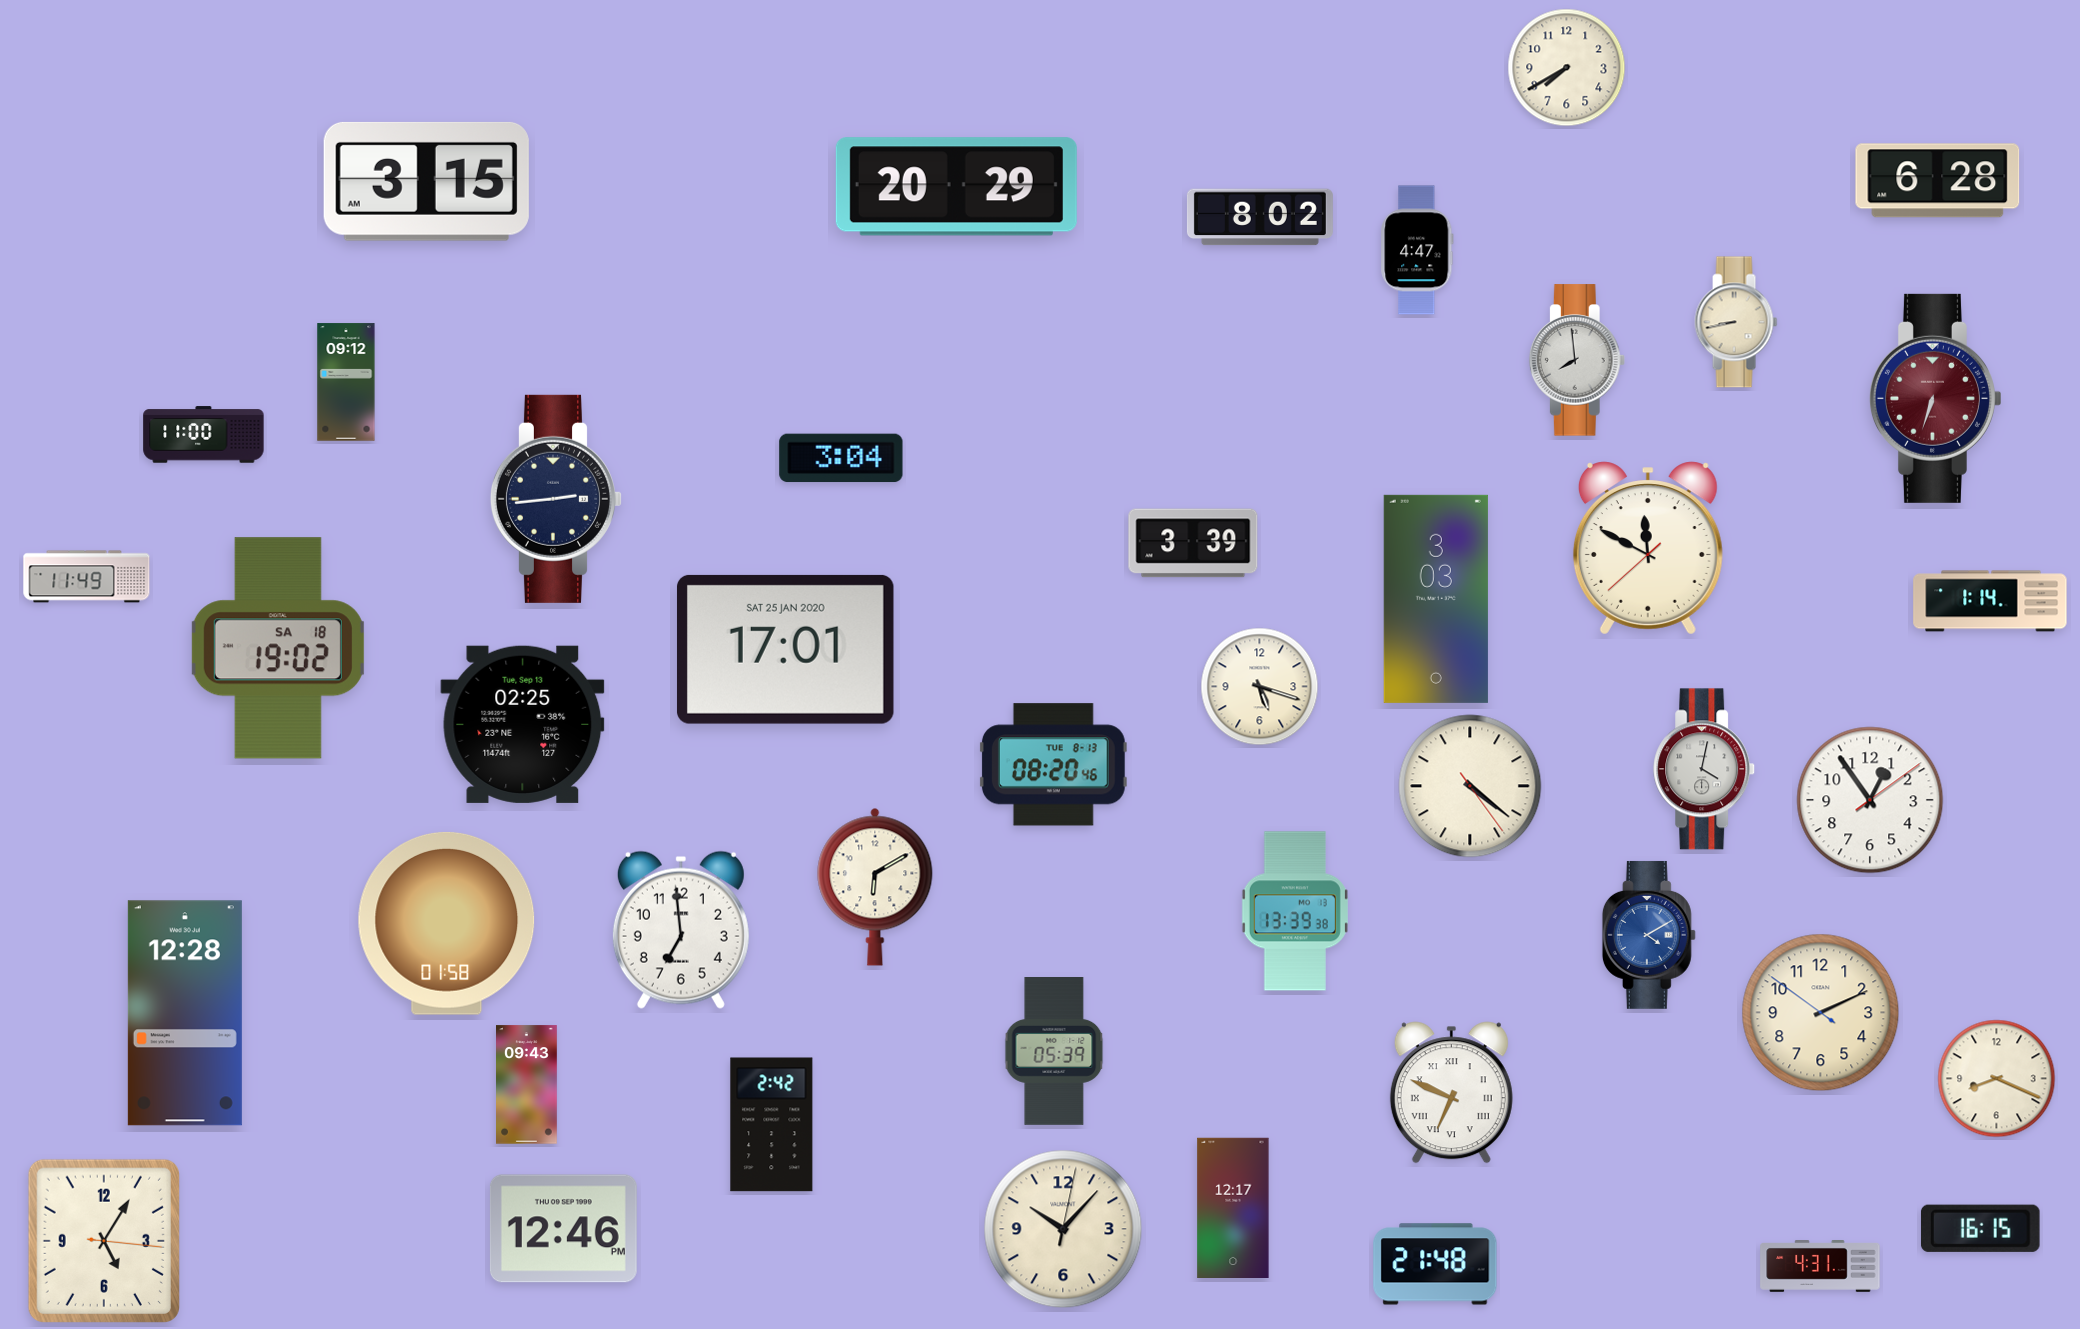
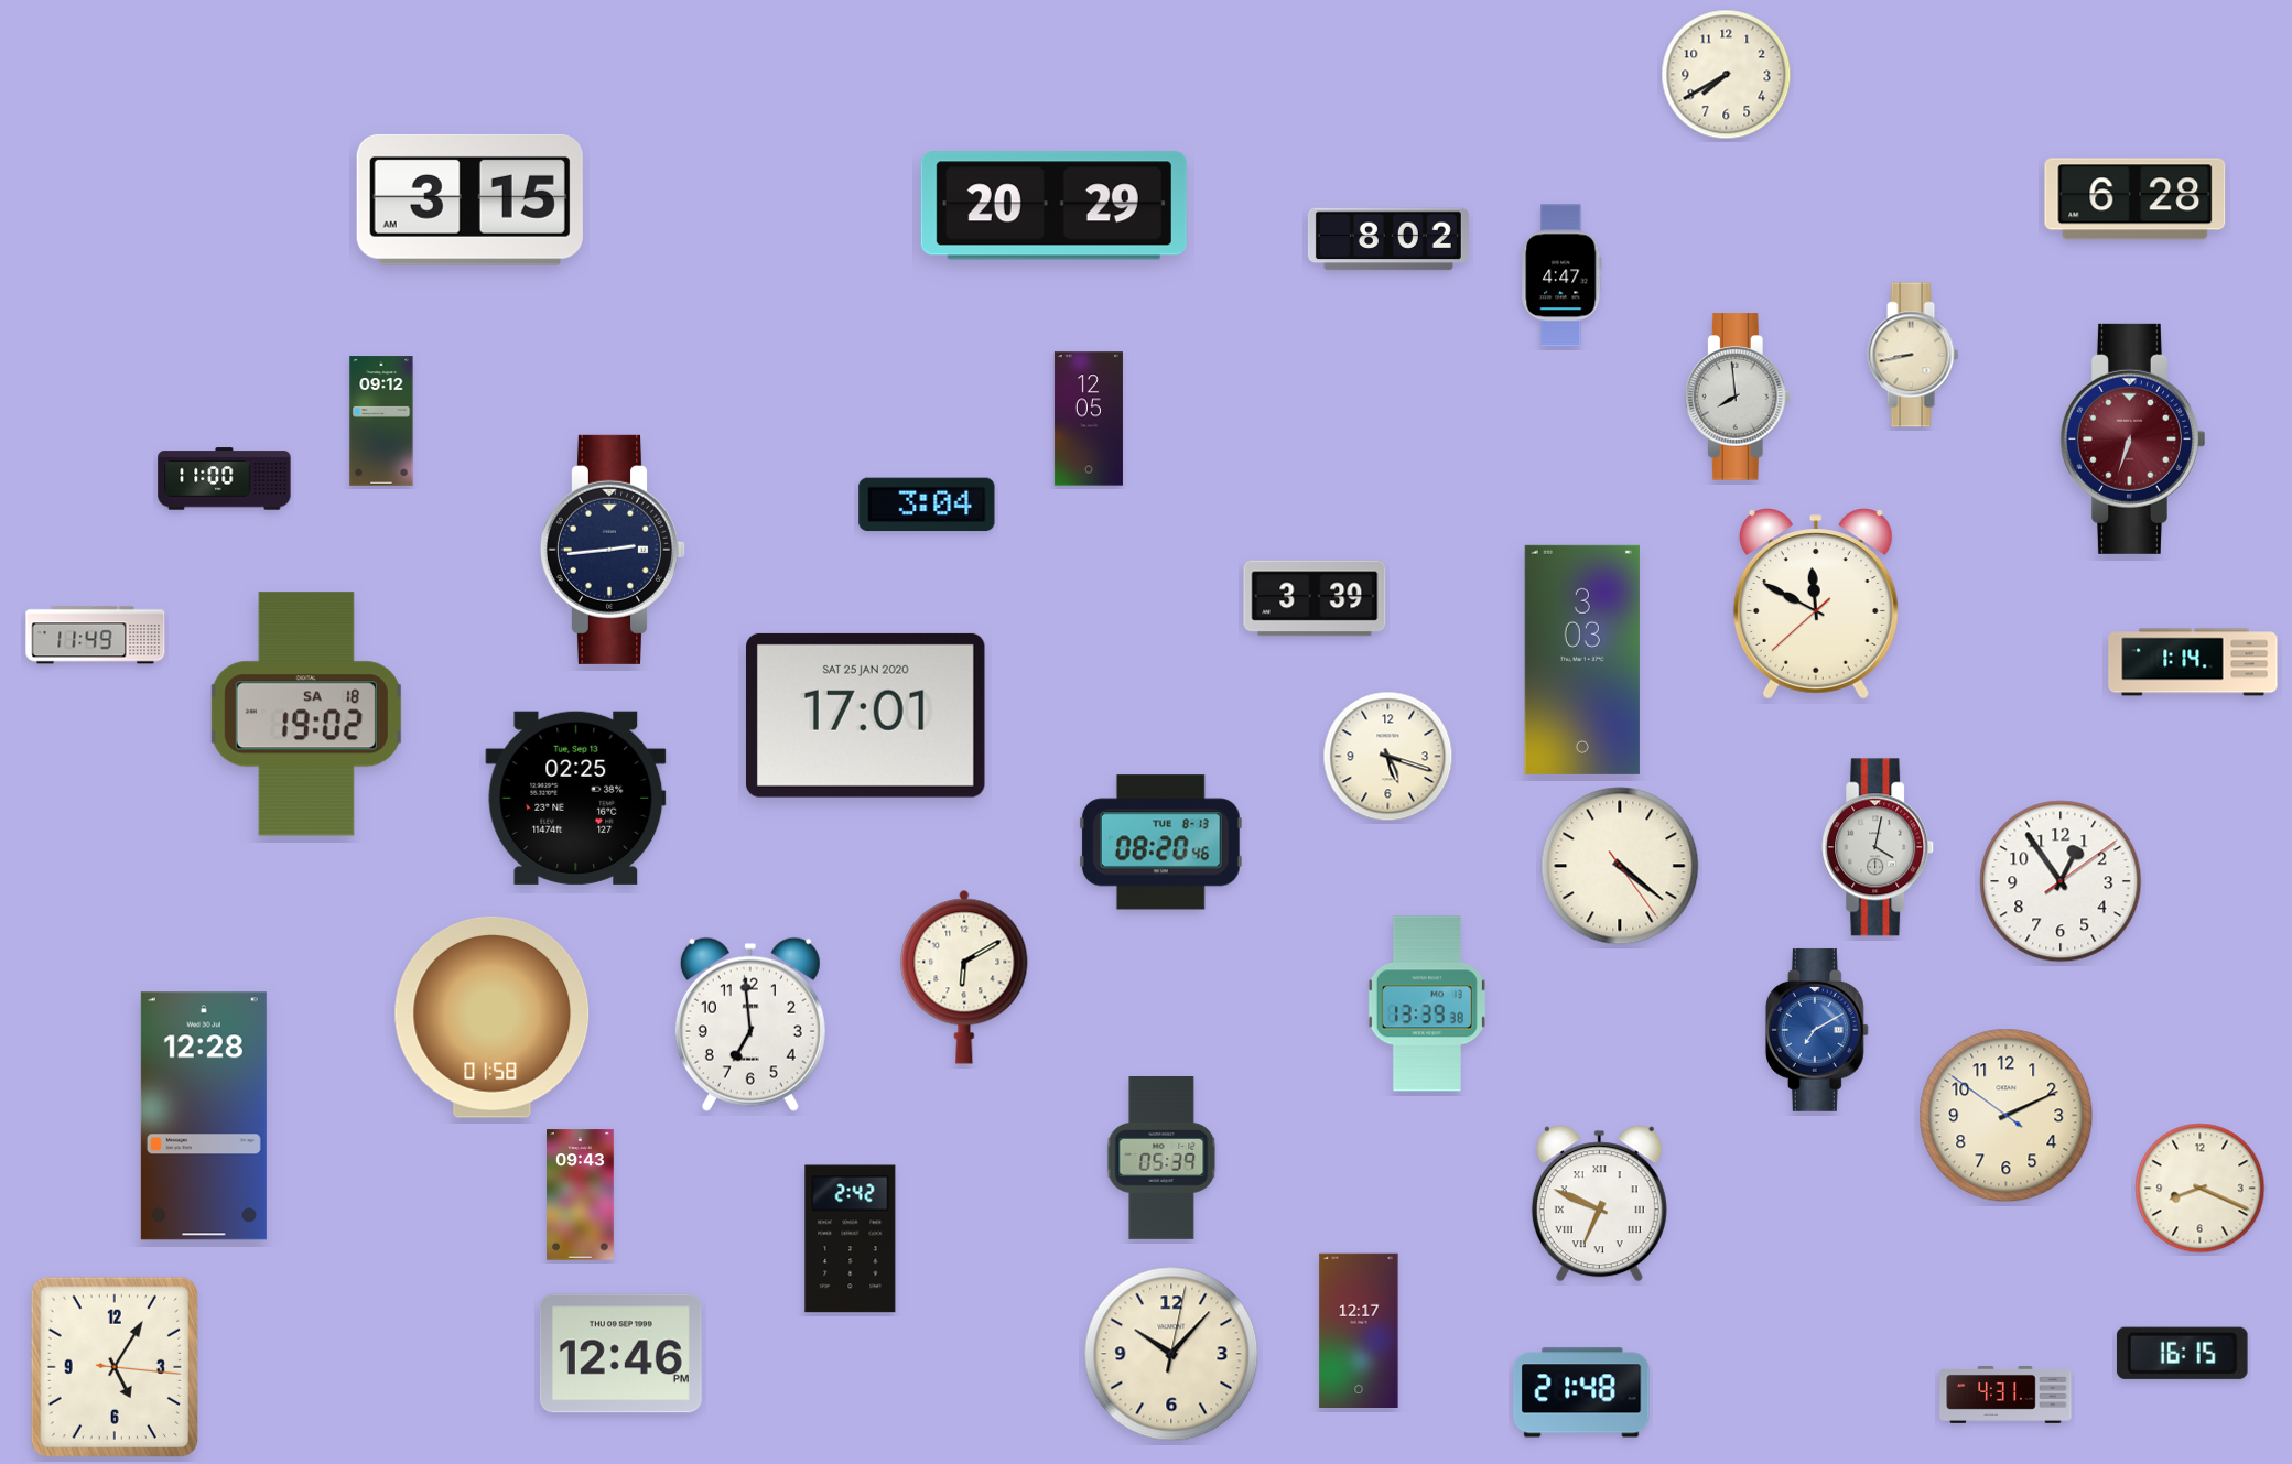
clock at (1089, 419): none -> 12:05
clock at (1649, 935): 4:10 -> 7:10
